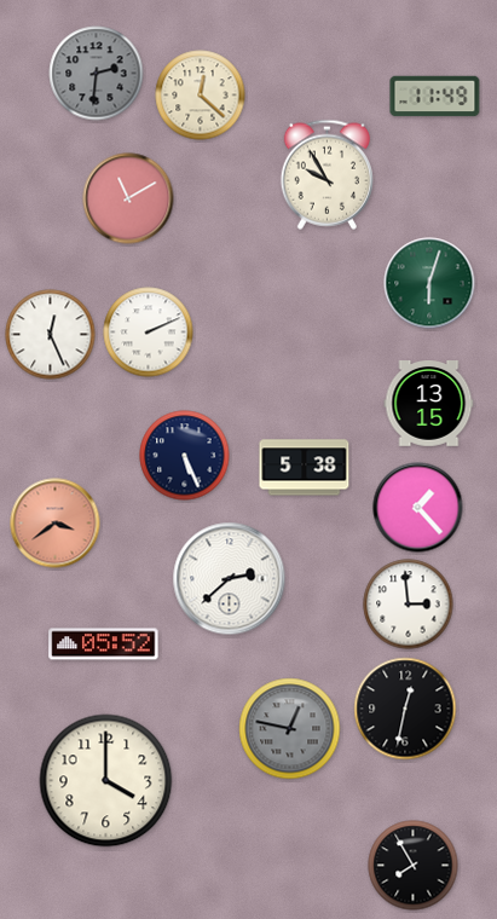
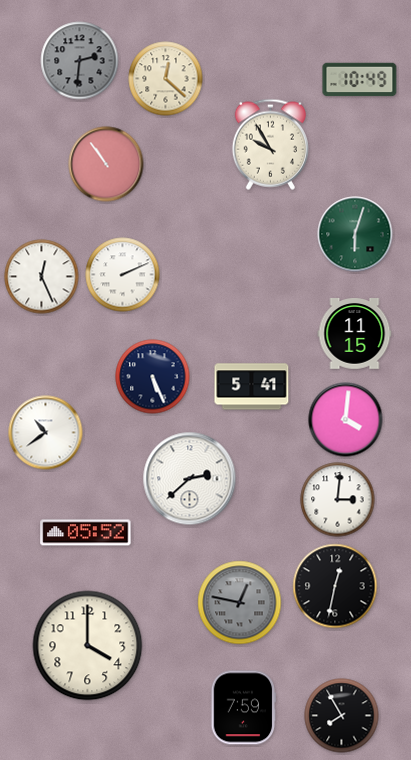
clock at (435, 97): 11:49 -> 10:49
clock at (128, 198): 11:10 -> 10:54
clock at (429, 404): 13:15 -> 11:15
clock at (305, 468): 5:38 -> 5:41
clock at (418, 508): 1:23 -> 4:01
clock at (56, 524): 3:39 -> 10:39
clock at (56, 524) dial: salmon -> white
clock at (409, 605): 2:59 -> 3:01
clock at (244, 708): none -> 7:59
